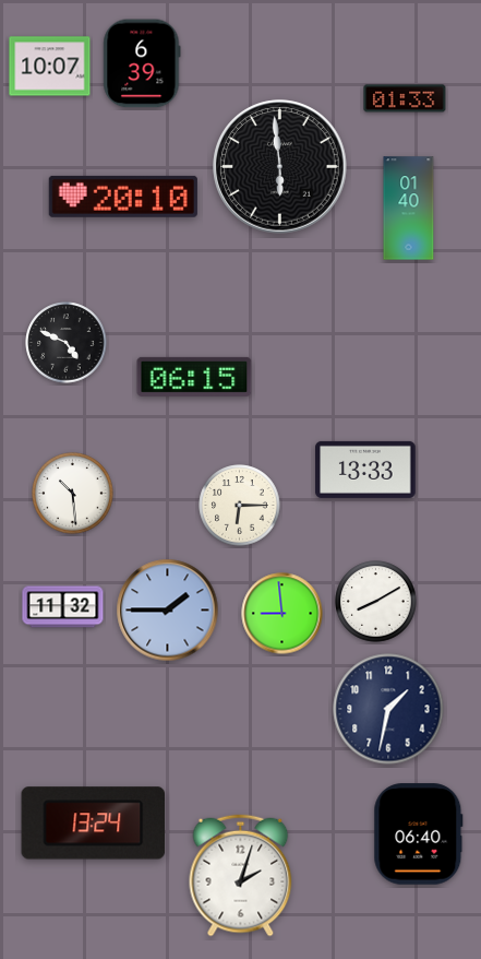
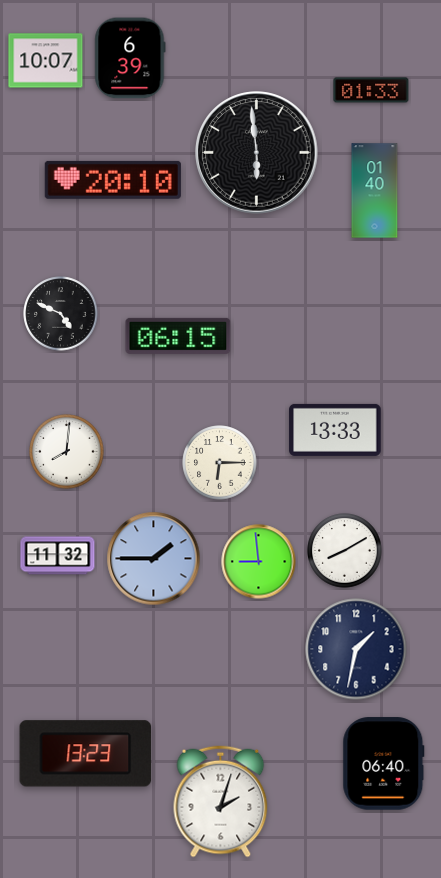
clock at (194, 377) position: (194, 377) -> (178, 336)
clock at (73, 494): 10:29 -> 8:01
clock at (94, 824): 13:24 -> 13:23
